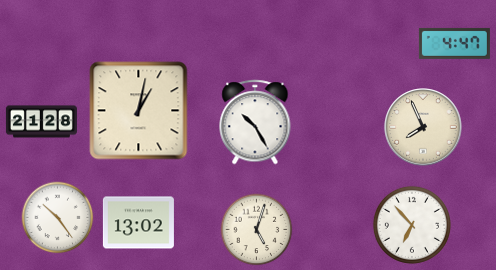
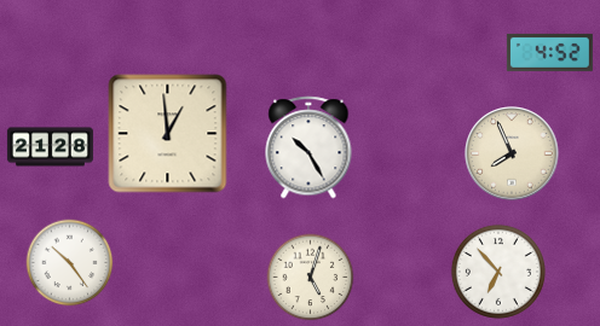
clock at (454, 43): 4:47 -> 4:52
clock at (139, 111): 1:02 -> 12:59
clock at (138, 223): 13:02 -> none
